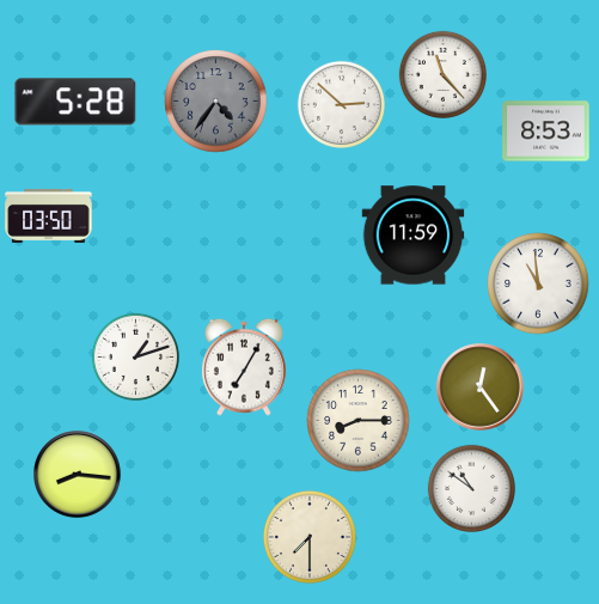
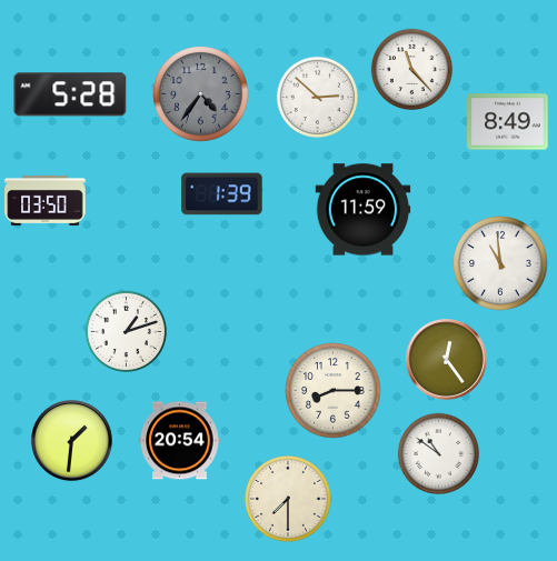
clock at (546, 132): 8:53 -> 8:49
clock at (222, 194): none -> 1:39
clock at (414, 236) position: (414, 236) -> (364, 210)
clock at (244, 367): 7:05 -> none
clock at (78, 475): 8:16 -> 1:31
clock at (180, 441): none -> 20:54
